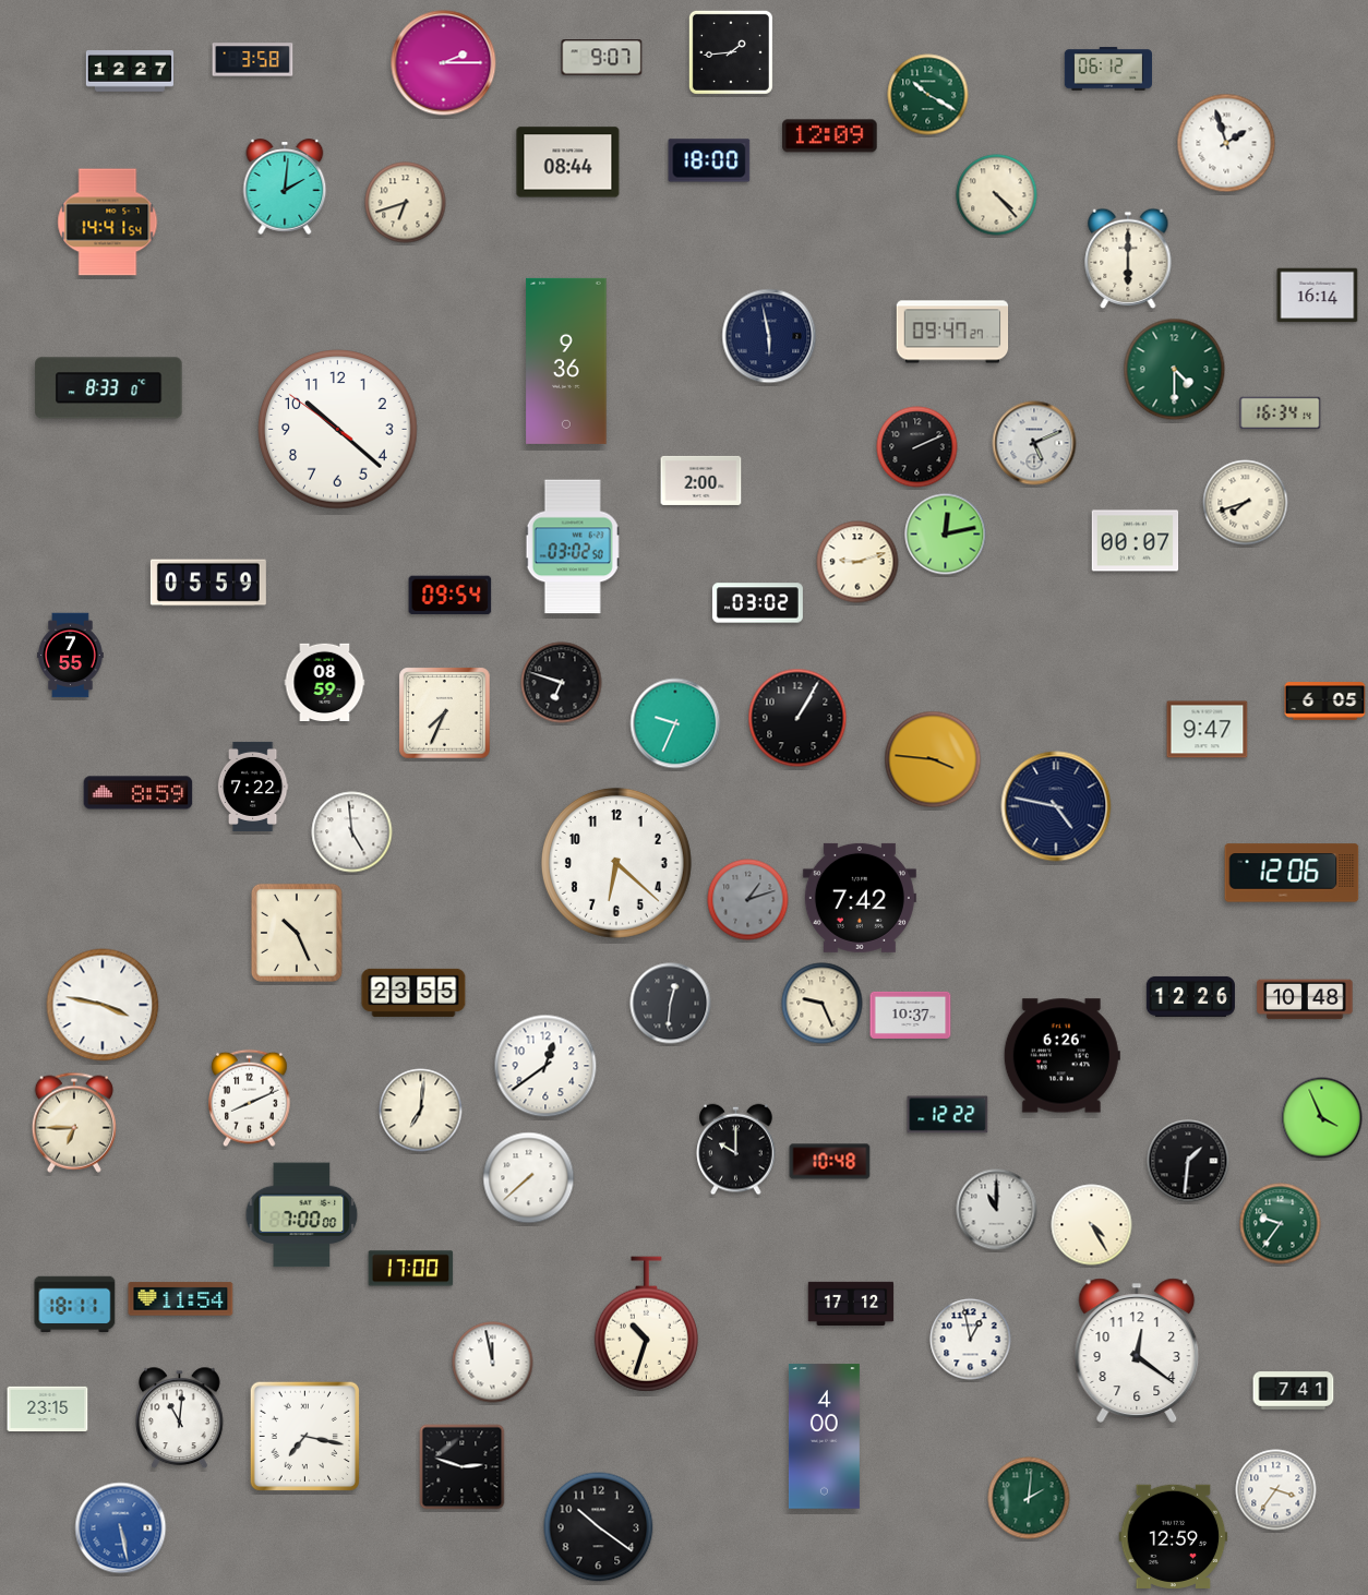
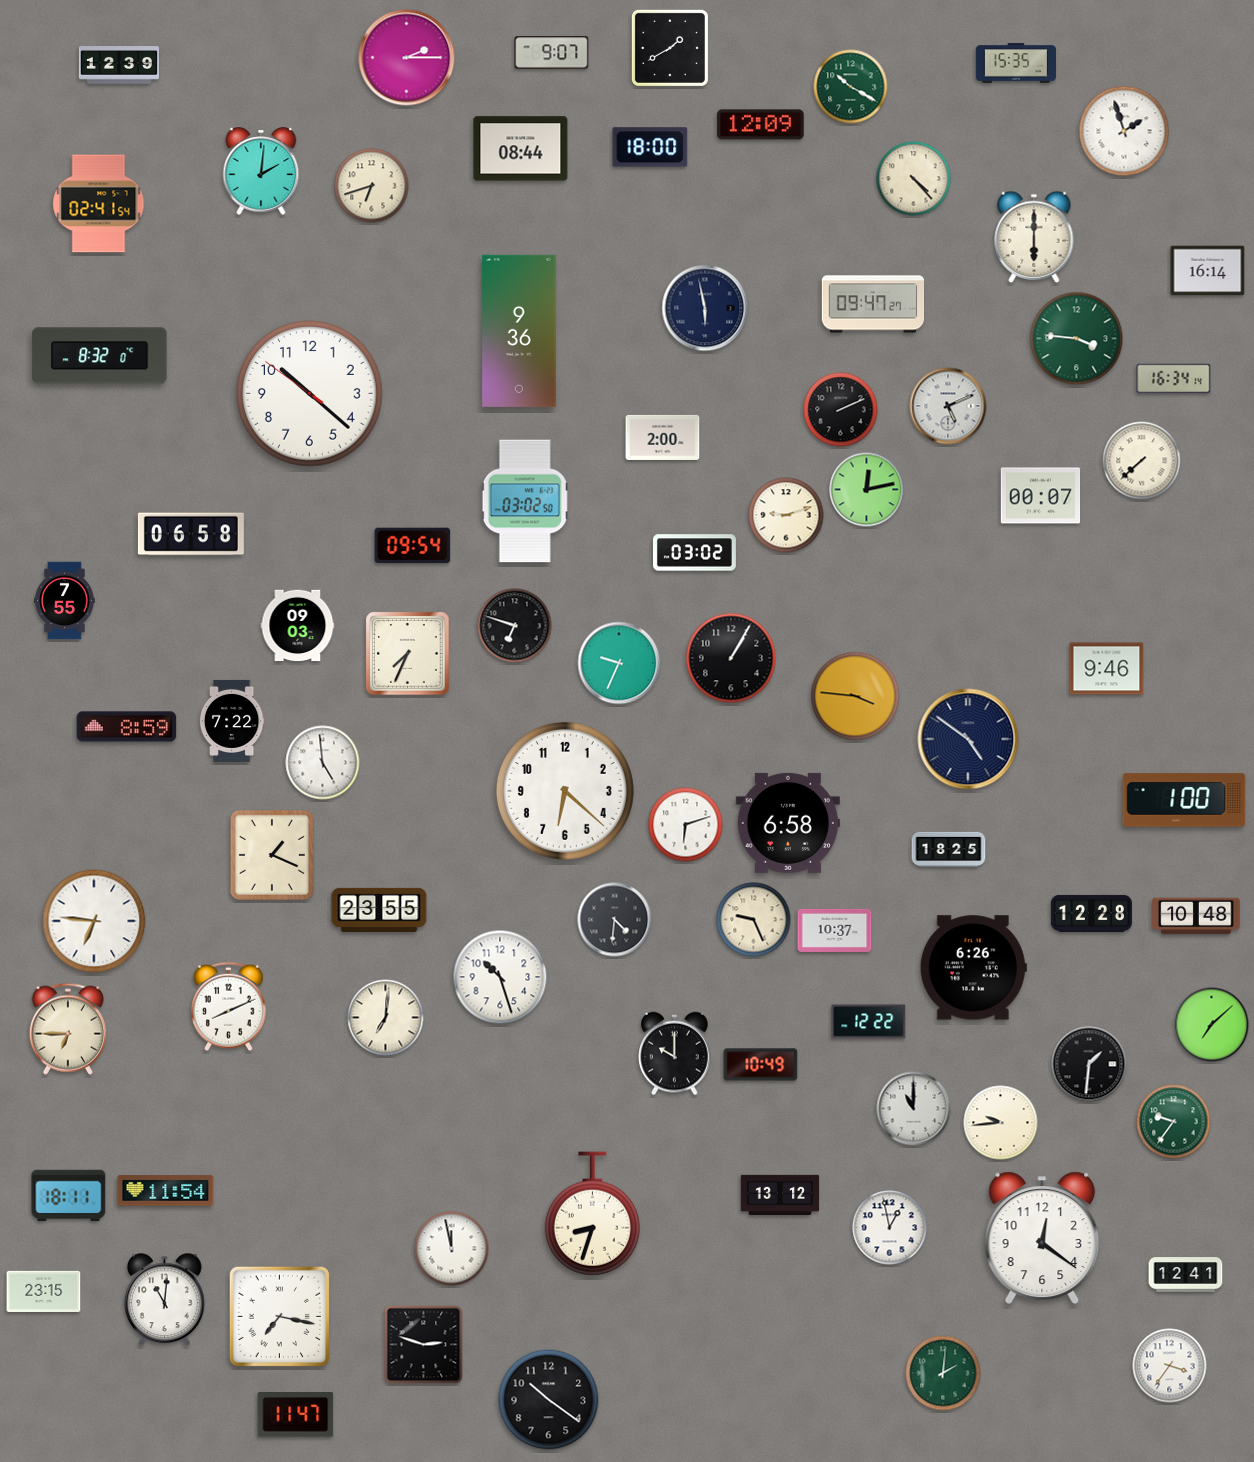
clock at (731, 52): 1:44 -> 1:40
clock at (253, 60): 3:58 -> none
clock at (1107, 69): 06:12 -> 15:35
clock at (129, 71): 12:27 -> 12:39
clock at (108, 223): 14:41 -> 02:41
clock at (1175, 370): 4:30 -> 3:46
clock at (109, 388): 8:33 -> 8:32
clock at (701, 480) position: (701, 480) -> (663, 437)
clock at (1246, 503): 7:42 -> 7:38
clock at (208, 583): 05:59 -> 06:58
clock at (325, 683): 08:59 -> 09:03
clock at (1325, 701): 6:05 -> none
clock at (1208, 730): 9:47 -> 9:46
clock at (1056, 806): 4:47 -> 4:51
clock at (1292, 873): 12:06 -> 1:00
clock at (860, 898): 7:42 -> 6:58
clock at (748, 900): 1:12 -> 6:12
clock at (748, 900) dial: grey -> white
clock at (949, 849): none -> 18:25
clock at (297, 933): 10:26 -> 1:19
clock at (1190, 996): 12:26 -> 12:28
clock at (671, 1004): 12:31 -> 4:31
clock at (103, 1005): 3:47 -> 6:46
clock at (545, 1066): 12:39 -> 10:27
clock at (1322, 1118): 3:56 -> 7:08
clock at (830, 1162): 10:48 -> 10:49
clock at (529, 1178): 7:38 -> none
clock at (302, 1215): 7:00 -> none
clock at (1092, 1225): 4:25 -> 9:44
clock at (411, 1269): 17:00 -> none
clock at (851, 1303): 17:12 -> 13:12
clock at (646, 1324): 10:33 -> 8:33
clock at (1294, 1391): 7:41 -> 12:41
clock at (824, 1437): 4:00 -> none
clock at (121, 1528): 5:28 -> none
clock at (1174, 1536): 12:59 -> none
clock at (296, 1415): none -> 11:47
